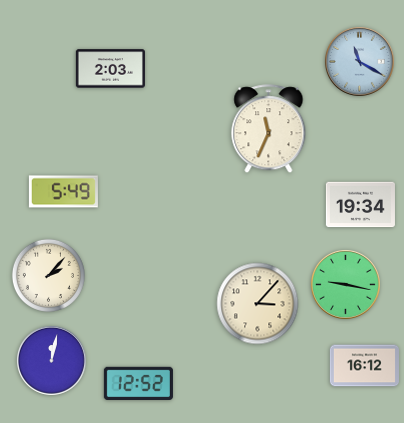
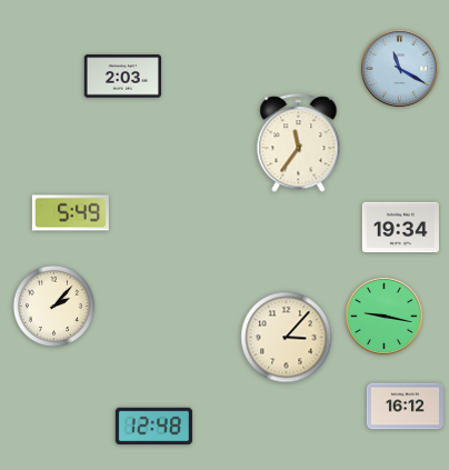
clock at (269, 129): 11:34 -> 11:36
clock at (51, 360): 12:02 -> none
clock at (138, 383): 12:52 -> 12:48
